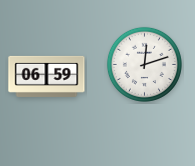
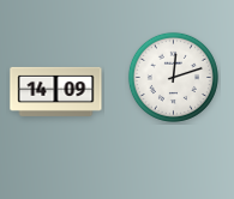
clock at (47, 76): 06:59 -> 14:09
